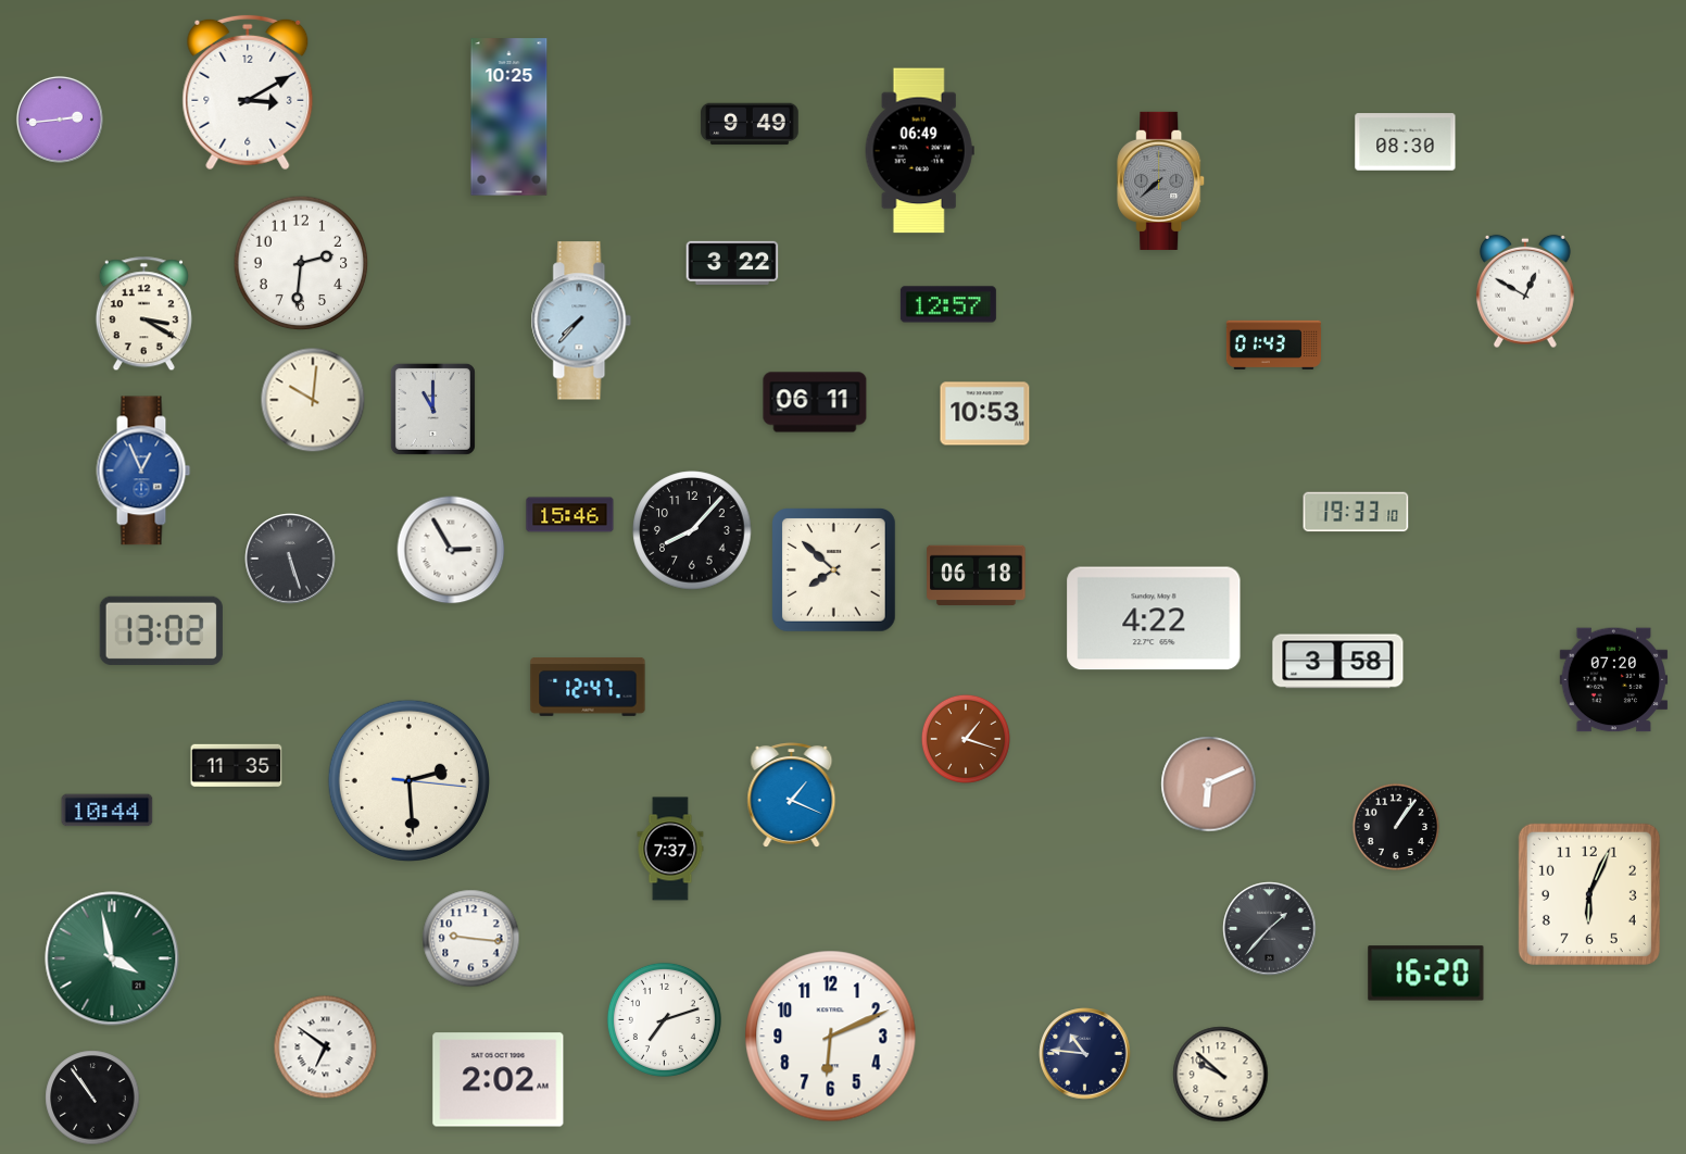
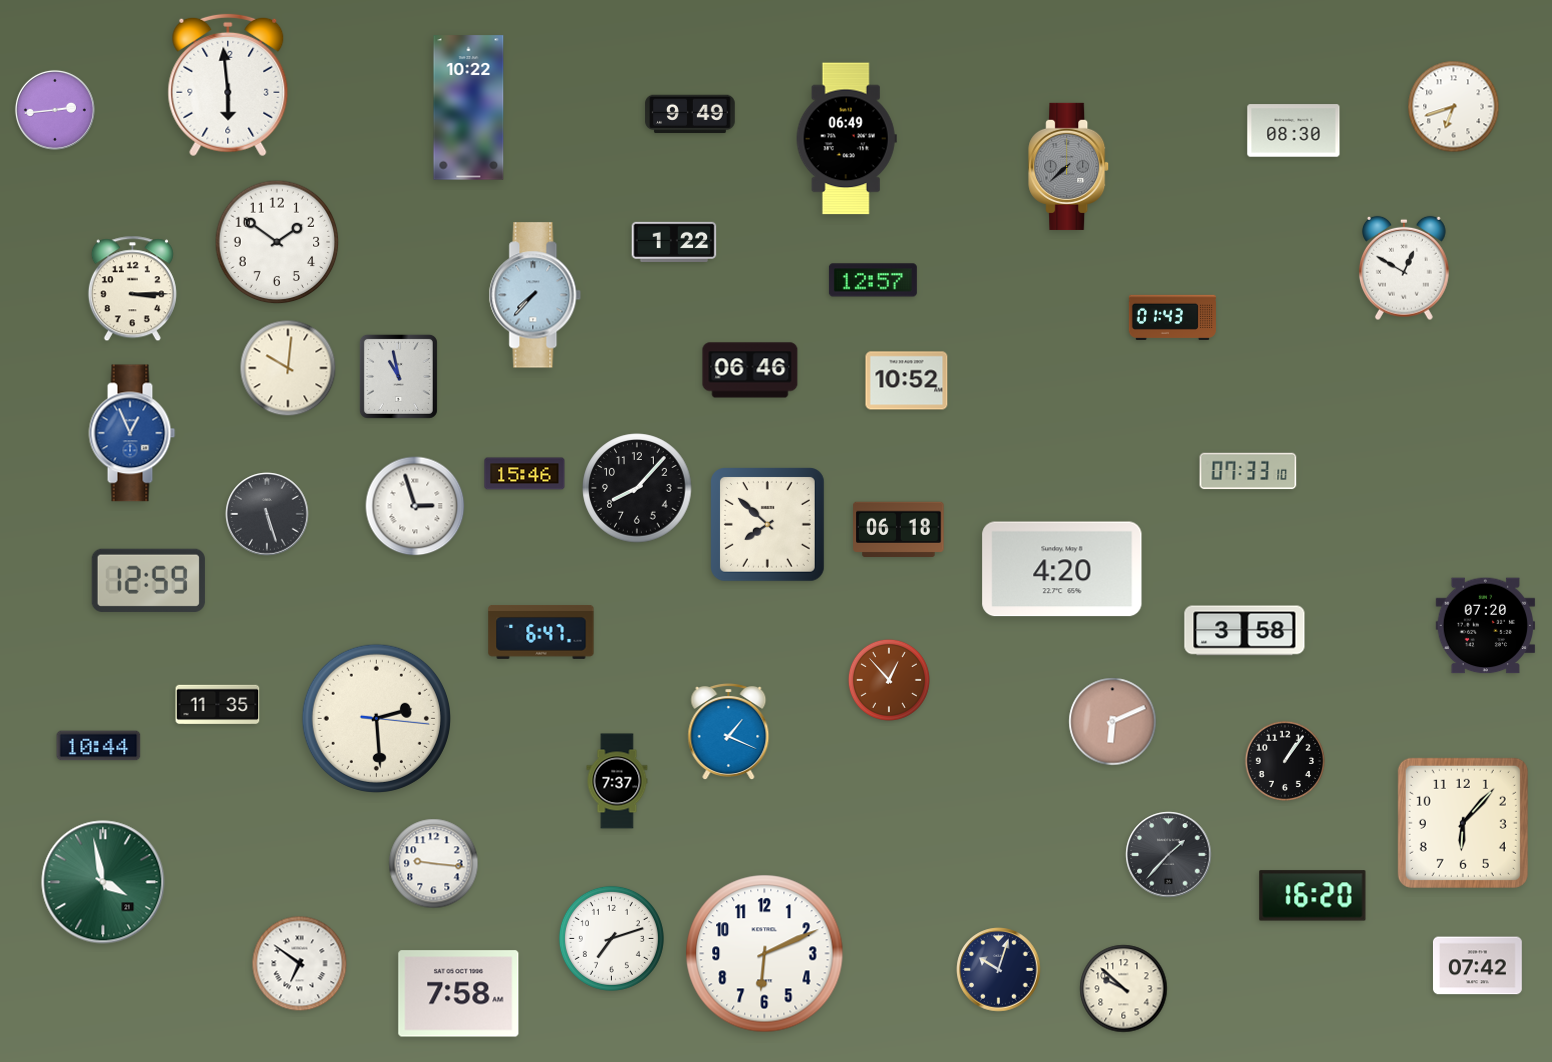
clock at (248, 92): 3:10 -> 5:59
clock at (1454, 107): none -> 6:42
clock at (509, 117): 10:25 -> 10:22
clock at (301, 263): 2:31 -> 1:51
clock at (732, 263): 3:22 -> 1:22
clock at (143, 314): 3:20 -> 3:15
clock at (815, 402): 06:11 -> 06:46
clock at (432, 409): 11:00 -> 10:58
clock at (985, 414): 10:53 -> 10:52
clock at (1356, 512): 19:33 -> 07:33
clock at (451, 550): 2:55 -> 2:57
clock at (1154, 618): 4:22 -> 4:20
clock at (161, 630): 13:02 -> 12:59
clock at (1338, 662) position: (1338, 662) -> (1245, 631)
clock at (588, 688): 12:47 -> 6:47
clock at (966, 739): 1:18 -> 12:53
clock at (1589, 894): 6:04 -> 6:07
clock at (1477, 966): none -> 07:42
clock at (1085, 1054): 10:46 -> 10:03
clock at (499, 1080): 2:02 -> 7:58
clock at (92, 1097): 10:54 -> none
